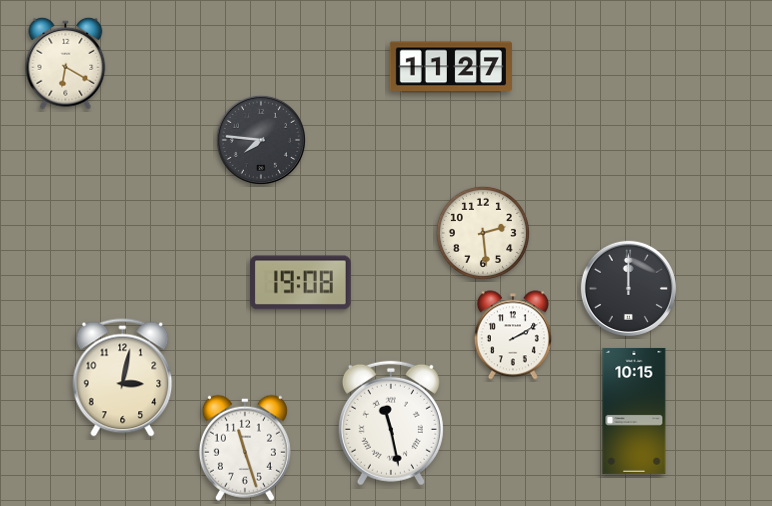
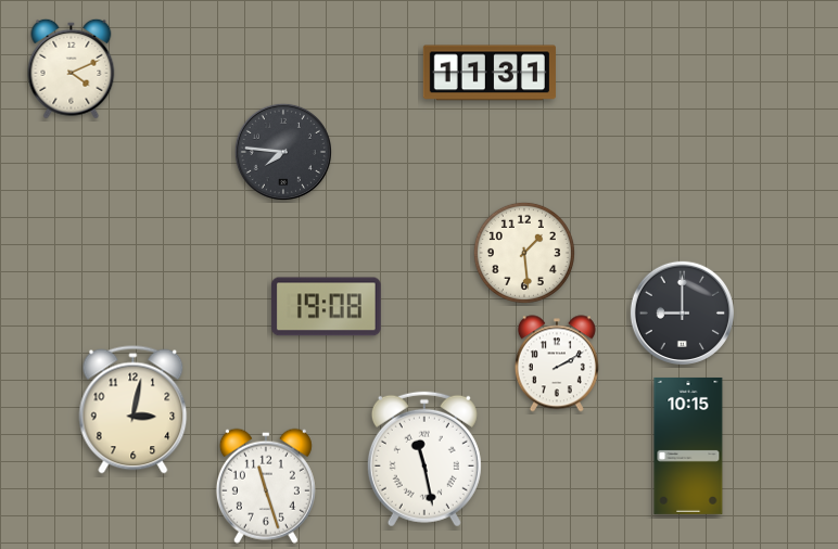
clock at (66, 63): 6:20 -> 4:11
clock at (451, 67): 11:27 -> 11:31
clock at (483, 233): 2:29 -> 1:29
clock at (628, 288): 12:00 -> 9:00
